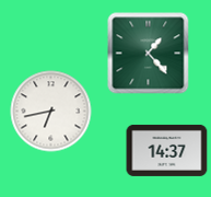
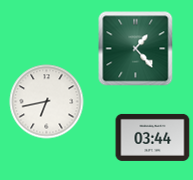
clock at (167, 150): 14:37 -> 03:44
